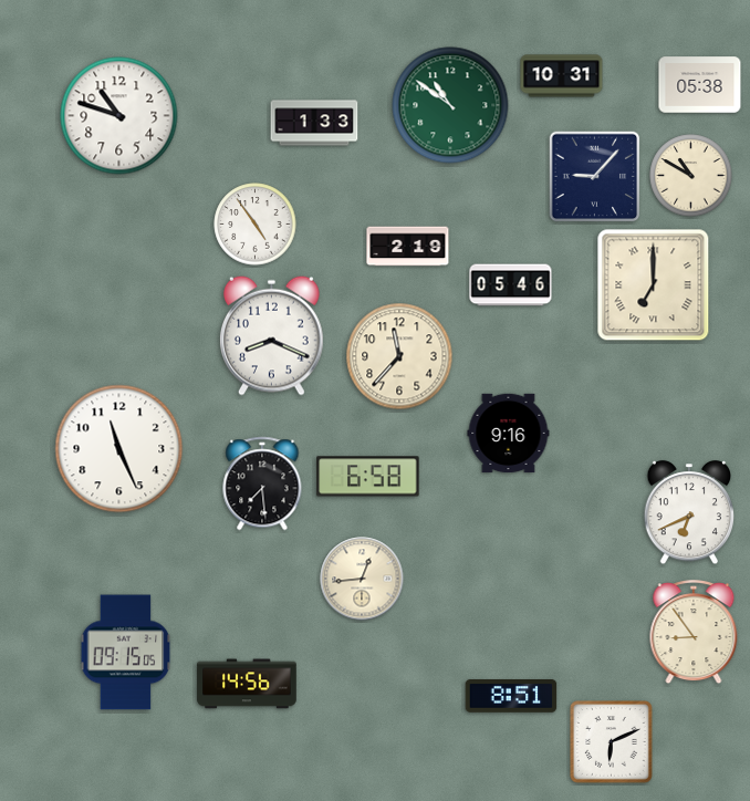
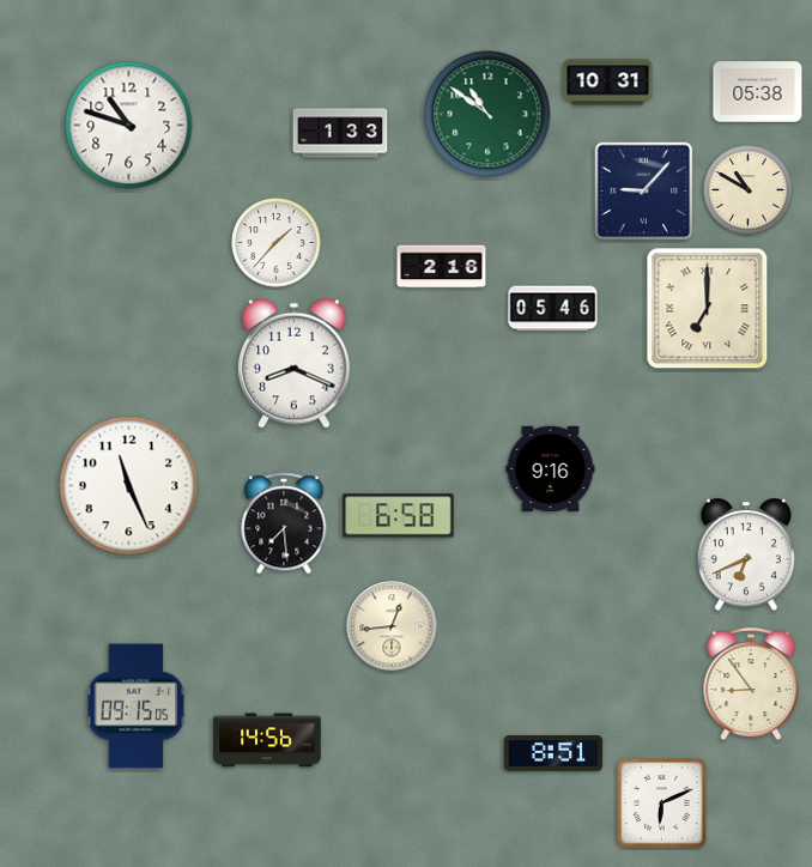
clock at (256, 225): 4:54 -> 1:37
clock at (408, 247): 2:19 -> 2:16
clock at (399, 356): 11:37 -> none
